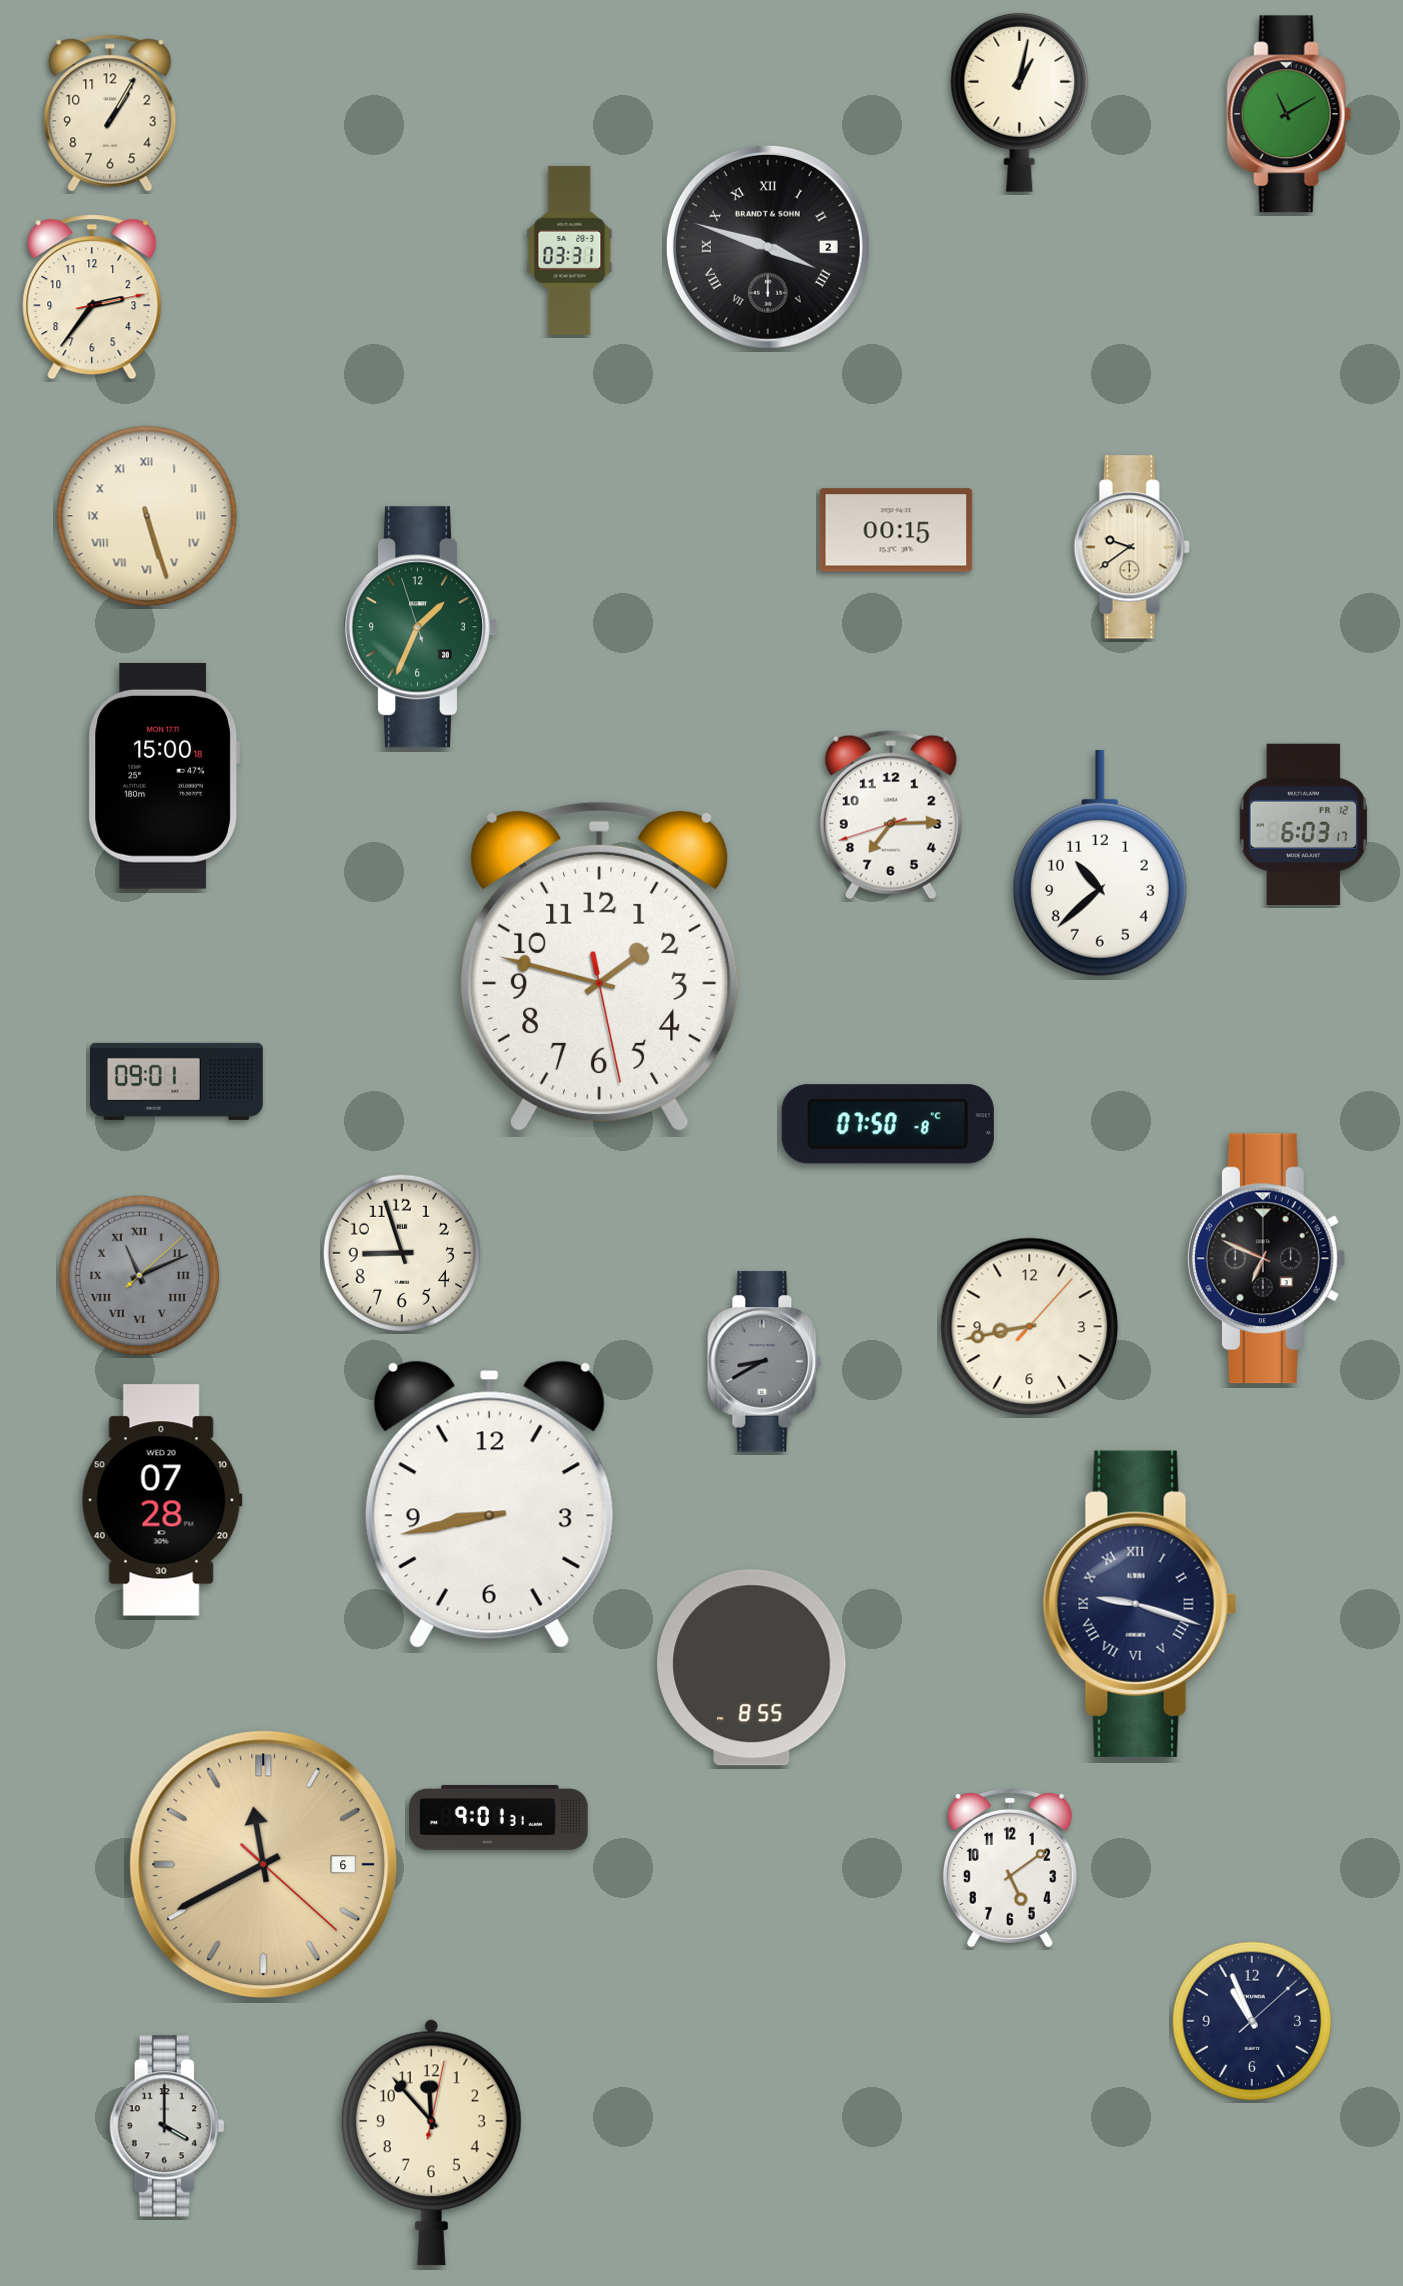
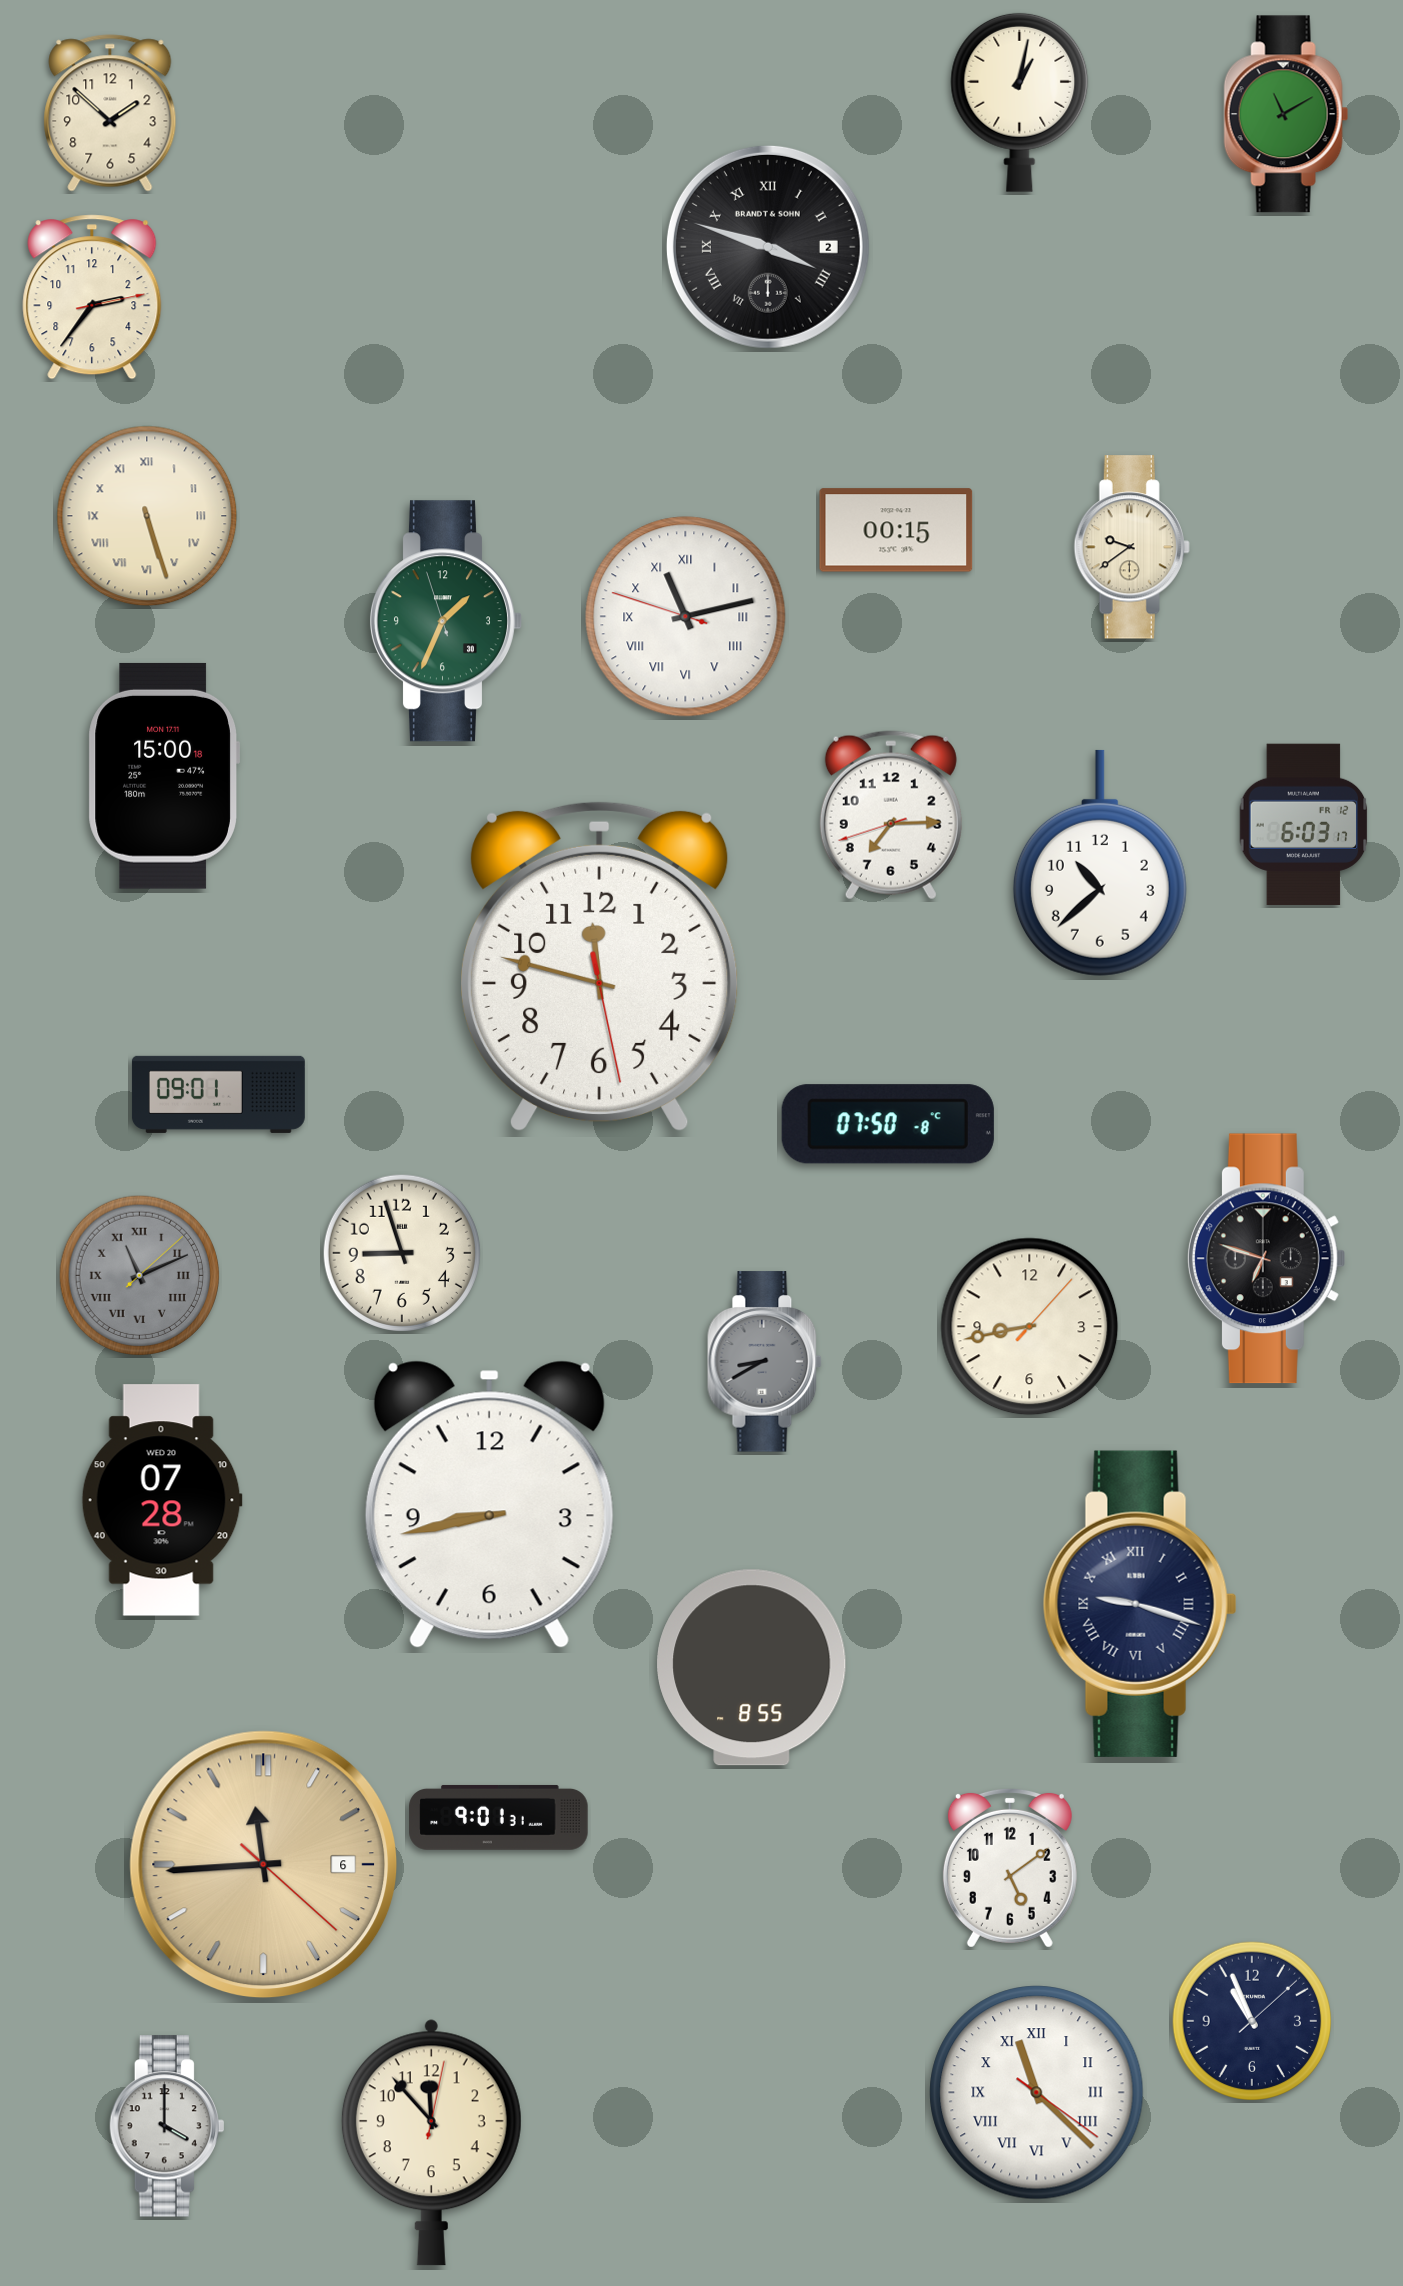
clock at (110, 113): 1:05 -> 1:52
clock at (1289, 114) position: (1289, 114) -> (1286, 114)
clock at (570, 250): 03:31 -> none
clock at (686, 617): none -> 11:12
clock at (421, 627) position: (421, 627) -> (446, 621)
clock at (600, 967): 1:47 -> 11:47
clock at (176, 1081) position: (176, 1081) -> (218, 1094)
clock at (1266, 1259): 6:49 -> 6:48
clock at (263, 1864): 11:40 -> 11:44
clock at (1037, 2093): none -> 11:22
